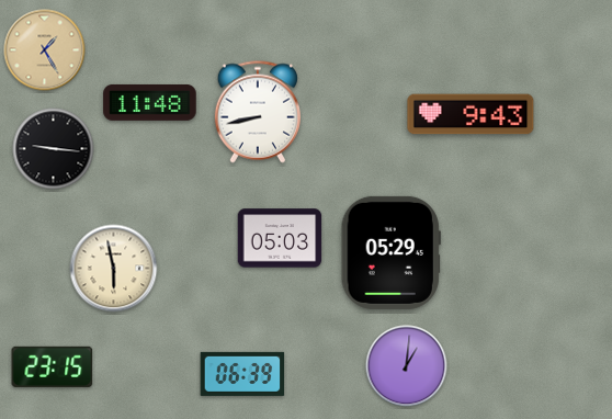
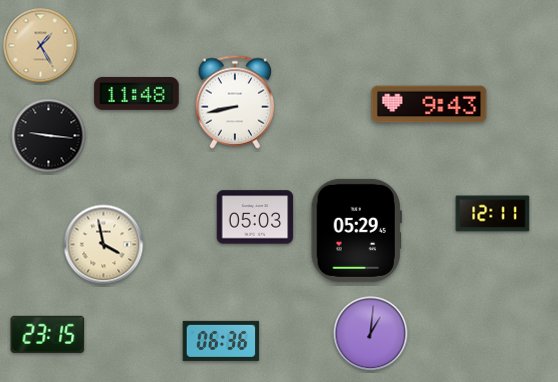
clock at (493, 214): none -> 12:11
clock at (114, 269): 5:58 -> 3:58
clock at (242, 374): 06:39 -> 06:36
